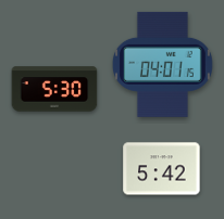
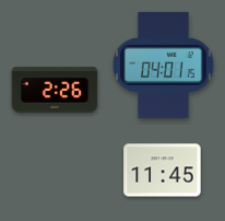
clock at (54, 89): 5:30 -> 2:26
clock at (162, 169): 5:42 -> 11:45
